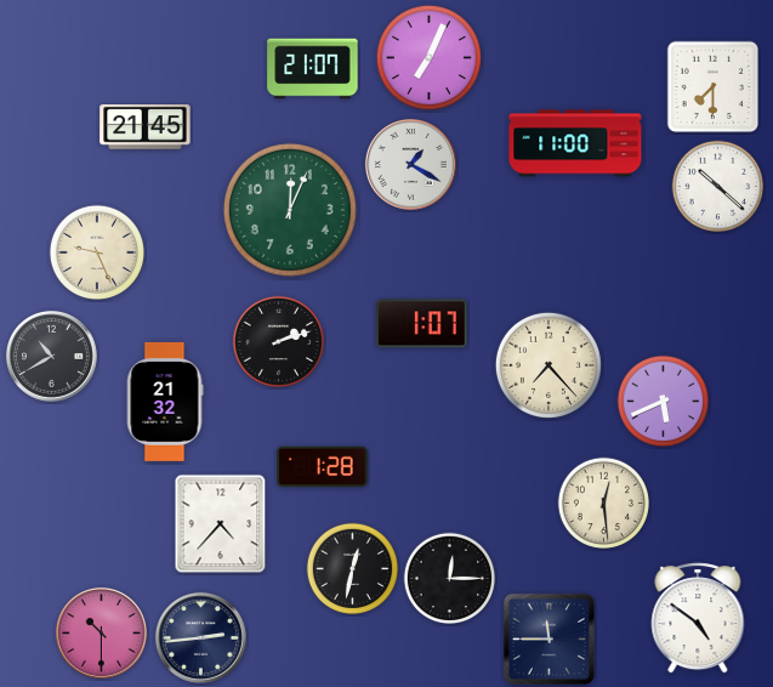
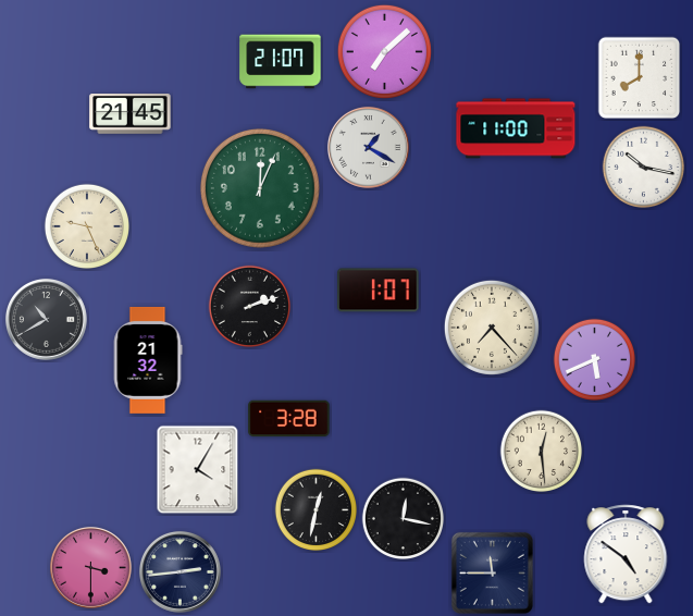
clock at (428, 57): 7:04 -> 7:08
clock at (714, 87): 7:30 -> 8:00
clock at (718, 187): 10:22 -> 10:17
clock at (323, 467): 1:28 -> 3:28
clock at (221, 524): 4:37 -> 4:05
clock at (450, 579): 12:15 -> 12:17
clock at (101, 632): 10:30 -> 3:30
